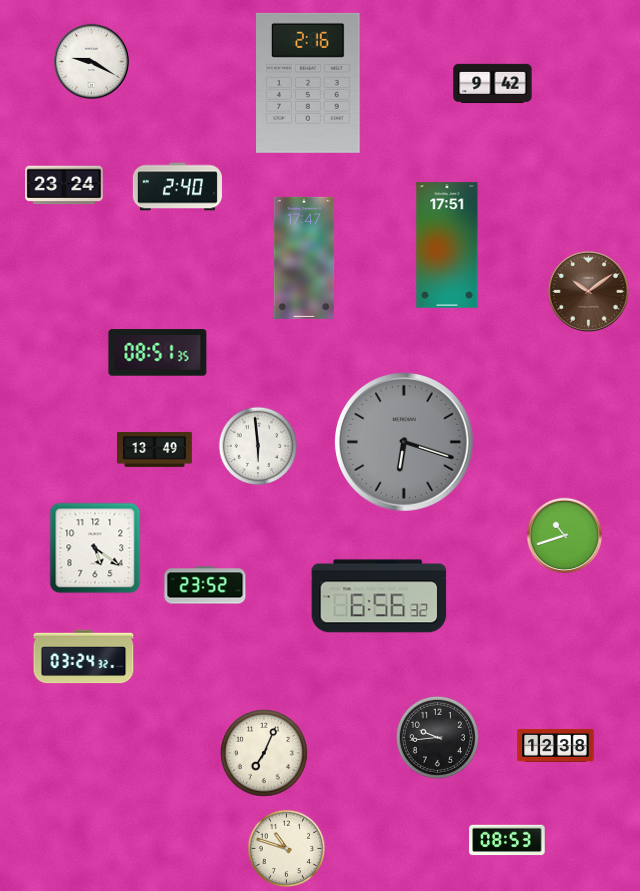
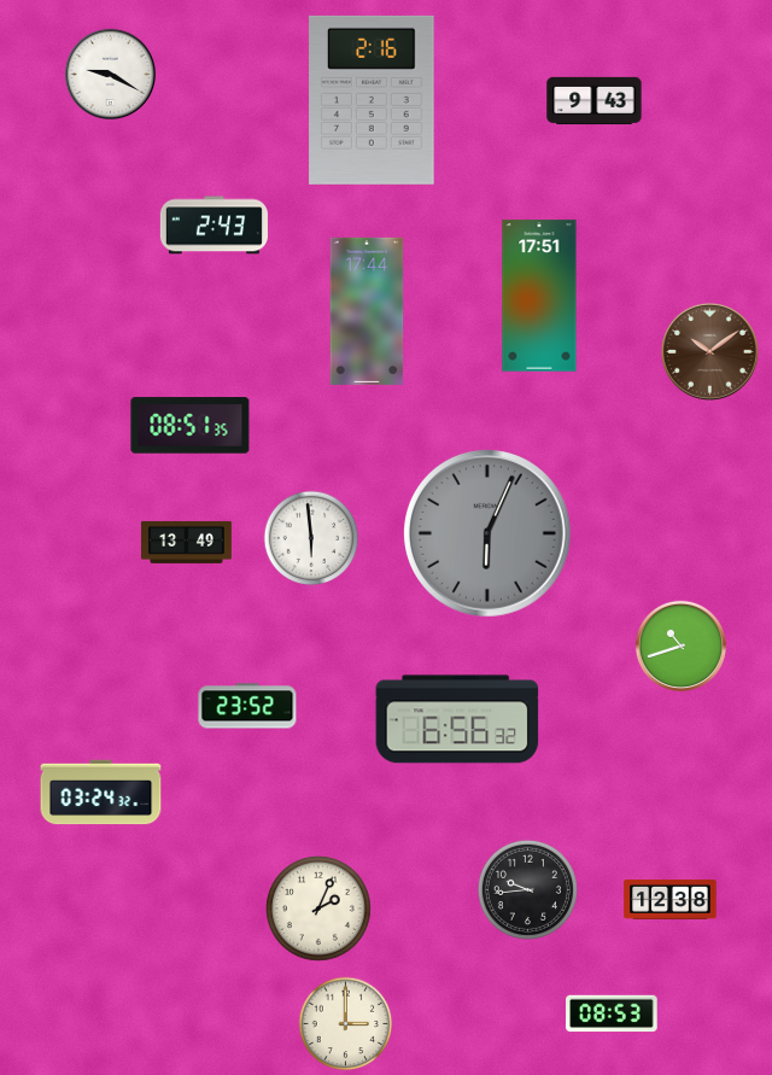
clock at (493, 84): 9:42 -> 9:43
clock at (64, 185): 23:24 -> none
clock at (177, 187): 2:40 -> 2:43
clock at (304, 258): 17:47 -> 17:44
clock at (404, 442): 6:18 -> 6:04
clock at (95, 548): 5:21 -> none
clock at (265, 753): 7:04 -> 2:04
clock at (287, 849): 10:48 -> 3:00
